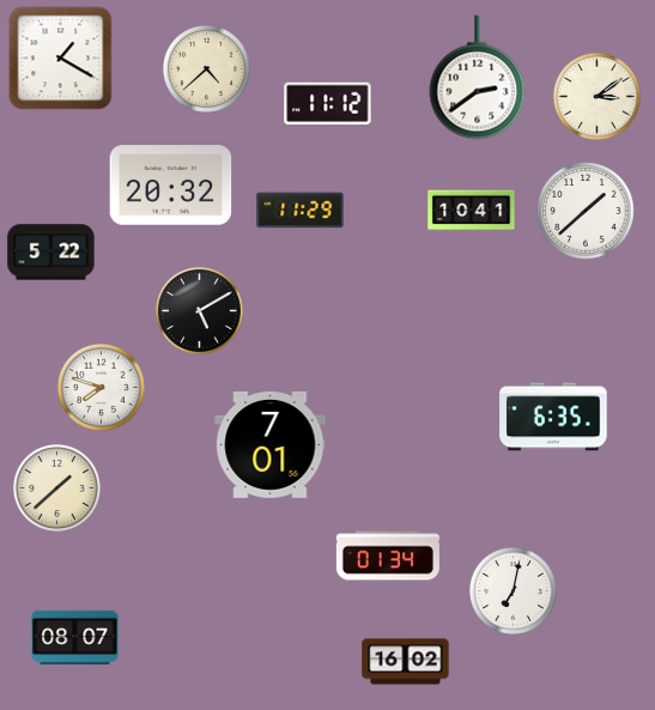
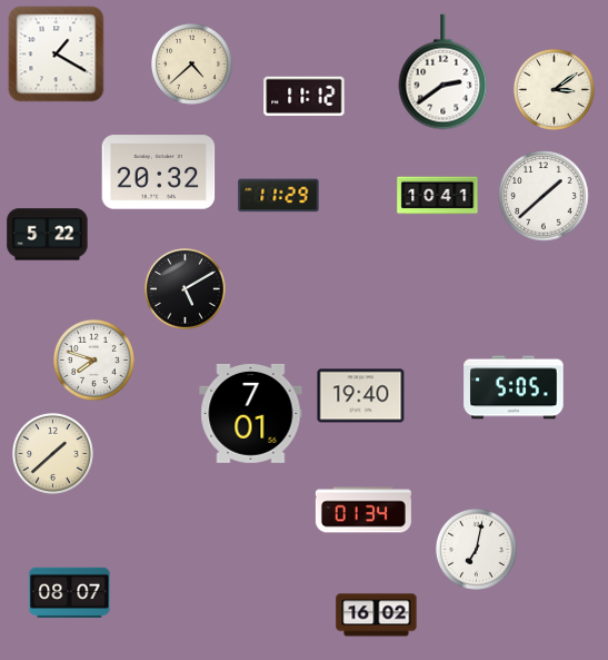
clock at (553, 417): 6:35 -> 5:05
clock at (361, 396): none -> 19:40
clock at (388, 556) position: (388, 556) -> (363, 510)
